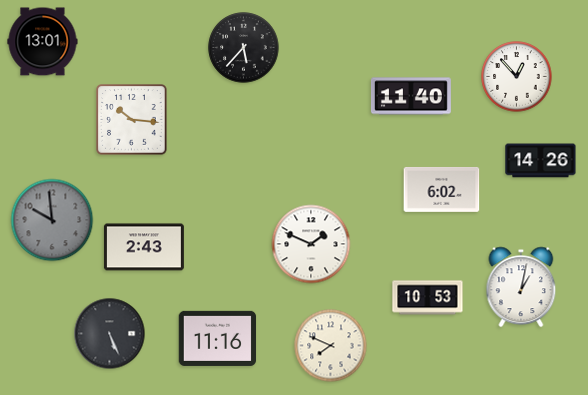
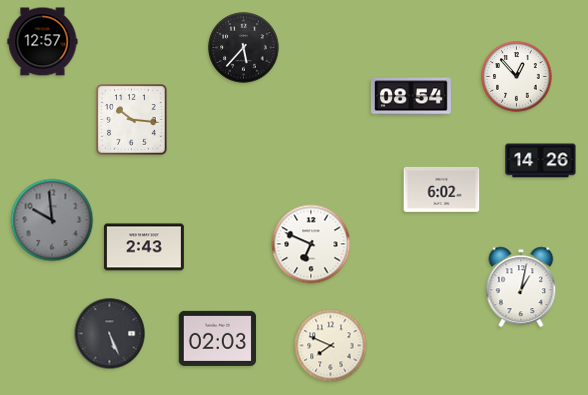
clock at (43, 42): 13:01 -> 12:57
clock at (411, 96): 11:40 -> 08:54
clock at (311, 244): 1:49 -> 6:49
clock at (428, 298): 10:53 -> none
clock at (218, 338): 11:16 -> 02:03
